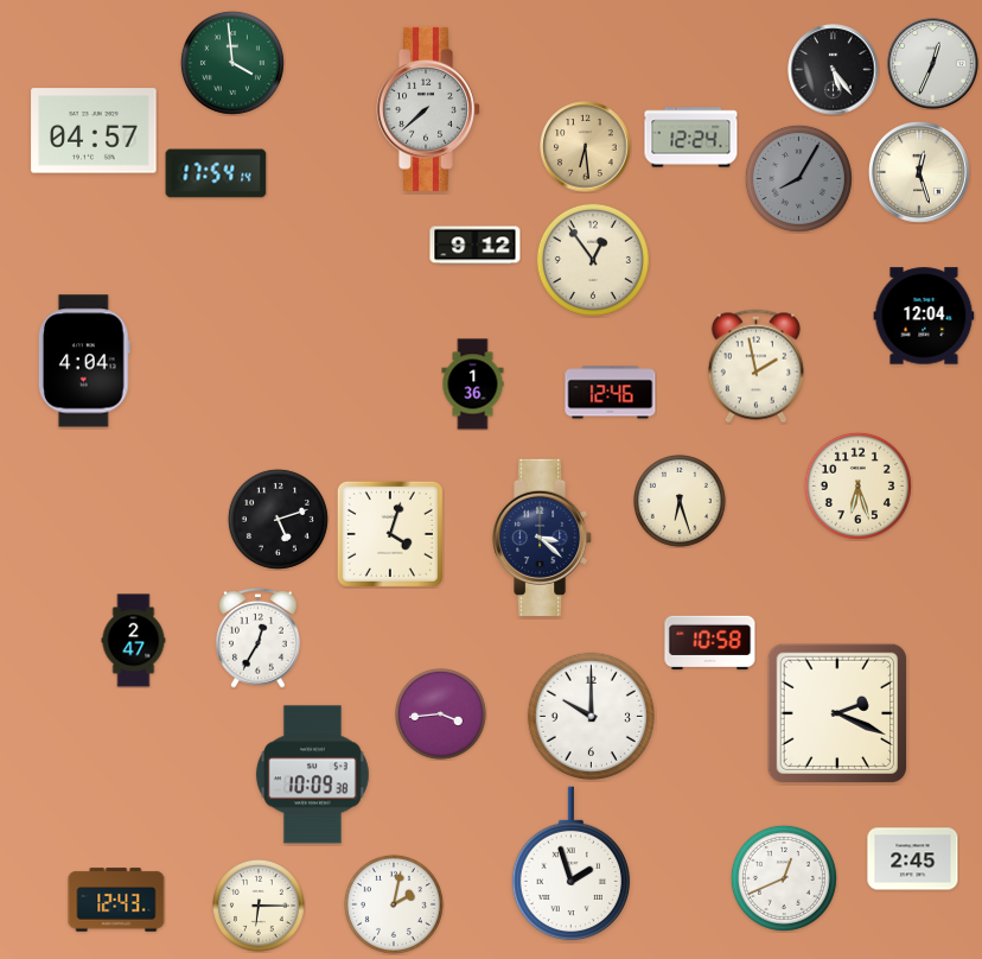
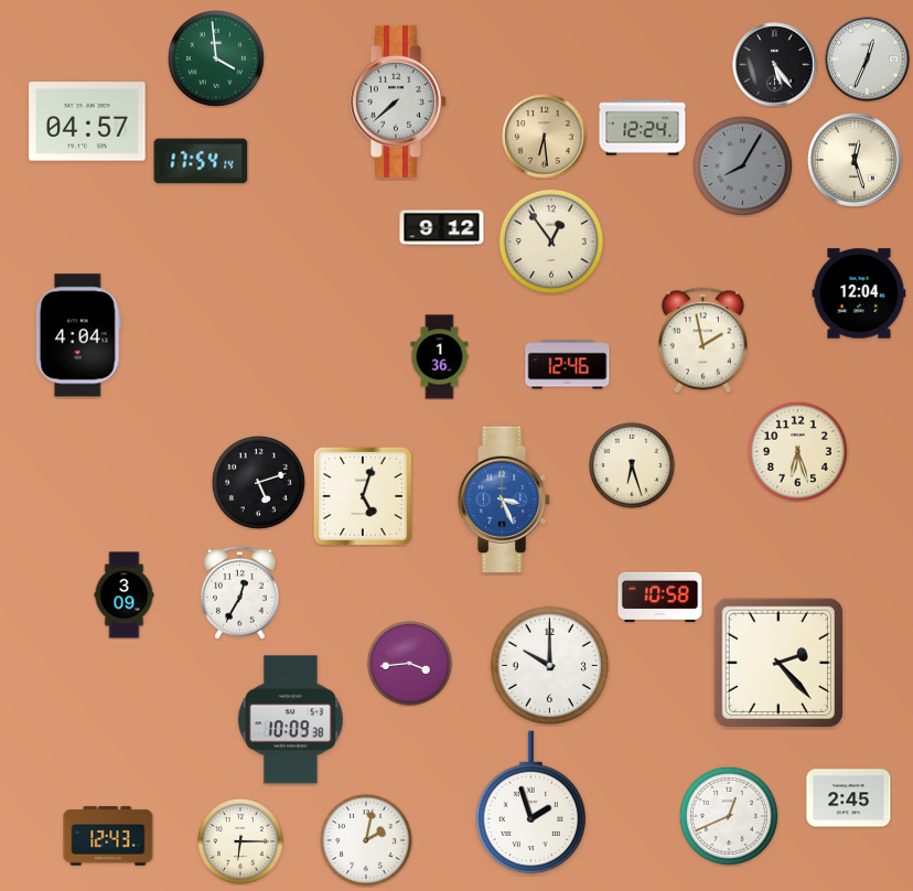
clock at (390, 534): 4:03 -> 5:03
clock at (543, 538): 3:22 -> 3:26
clock at (543, 538) dial: navy -> blue
clock at (134, 641): 2:47 -> 3:09
clock at (836, 712): 2:19 -> 2:23
